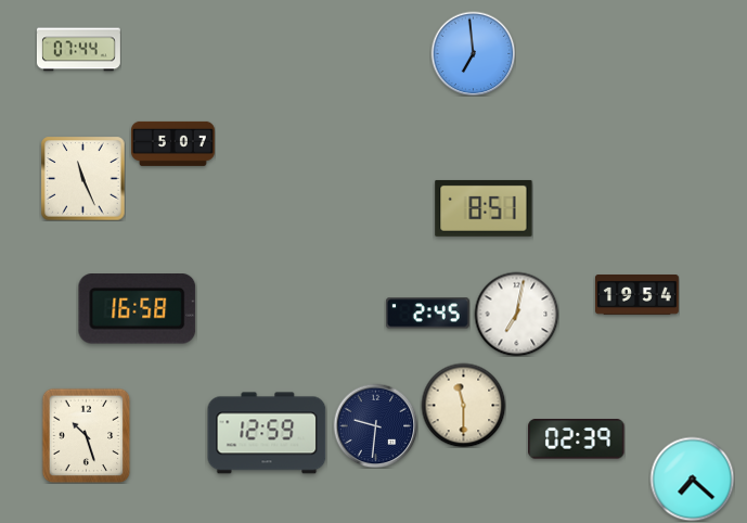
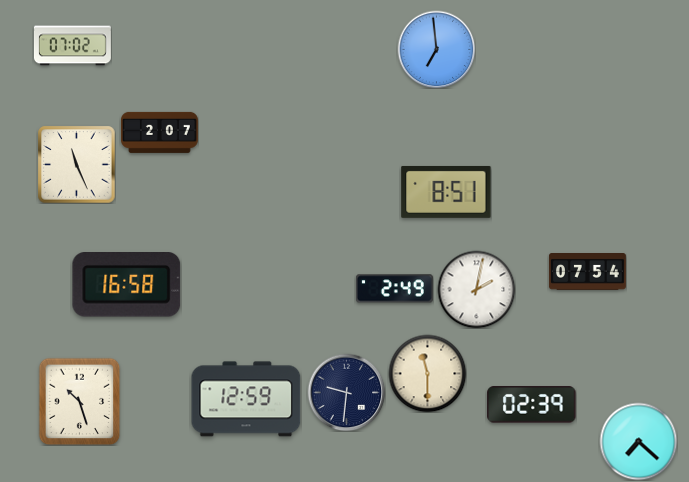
clock at (78, 50): 07:44 -> 07:02
clock at (172, 143): 5:07 -> 2:07
clock at (636, 295): 19:54 -> 07:54
clock at (427, 314): 2:45 -> 2:49
clock at (516, 314): 7:02 -> 2:02
